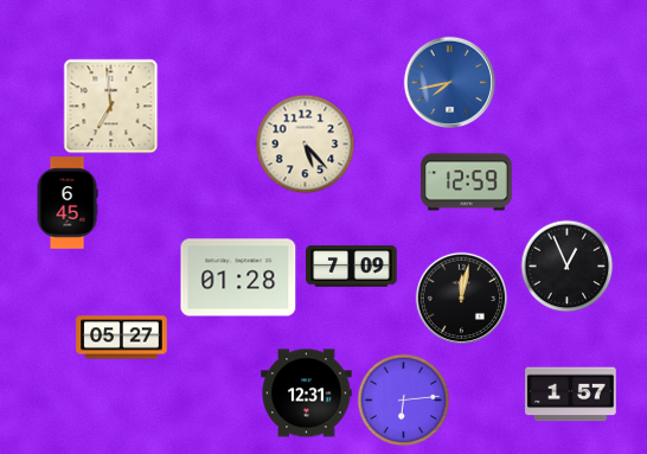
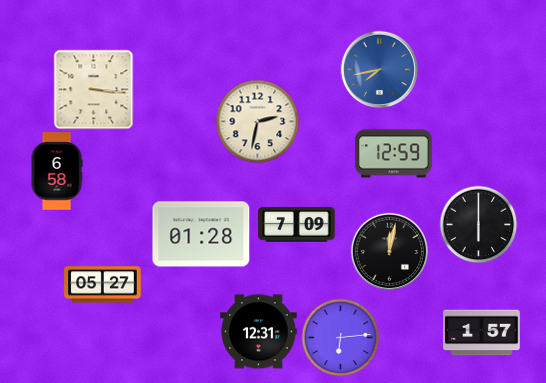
clock at (110, 105): 6:59 -> 3:16
clock at (305, 143): 5:23 -> 2:32
clock at (68, 203): 6:45 -> 6:58
clock at (566, 266): 12:56 -> 6:00
